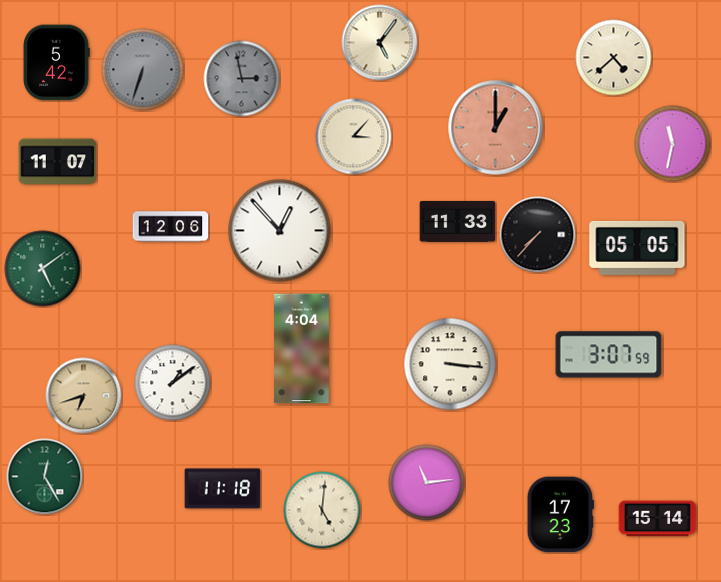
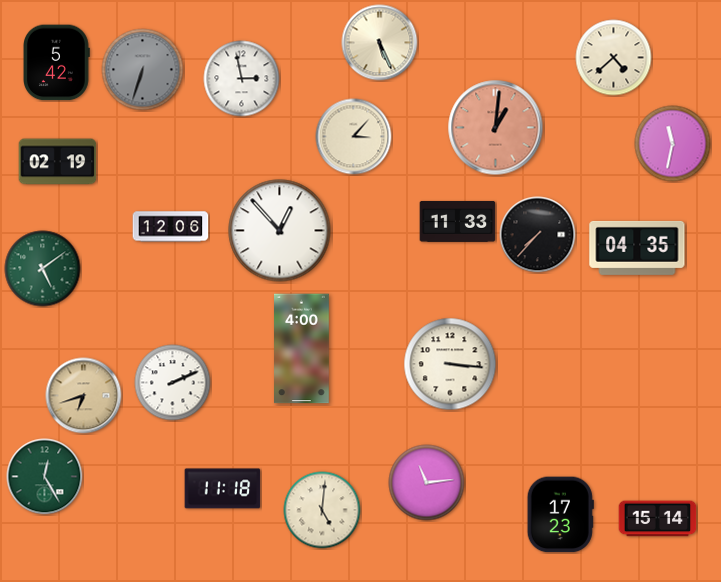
clock at (380, 43): 5:06 -> 5:26
clock at (242, 79) dial: grey -> white
clock at (496, 128): 1:00 -> 1:01
clock at (58, 162): 11:07 -> 02:19
clock at (637, 248): 05:05 -> 04:35
clock at (302, 349): 4:04 -> 4:00
clock at (609, 355): 3:07 -> none
clock at (173, 383): 1:09 -> 2:11
